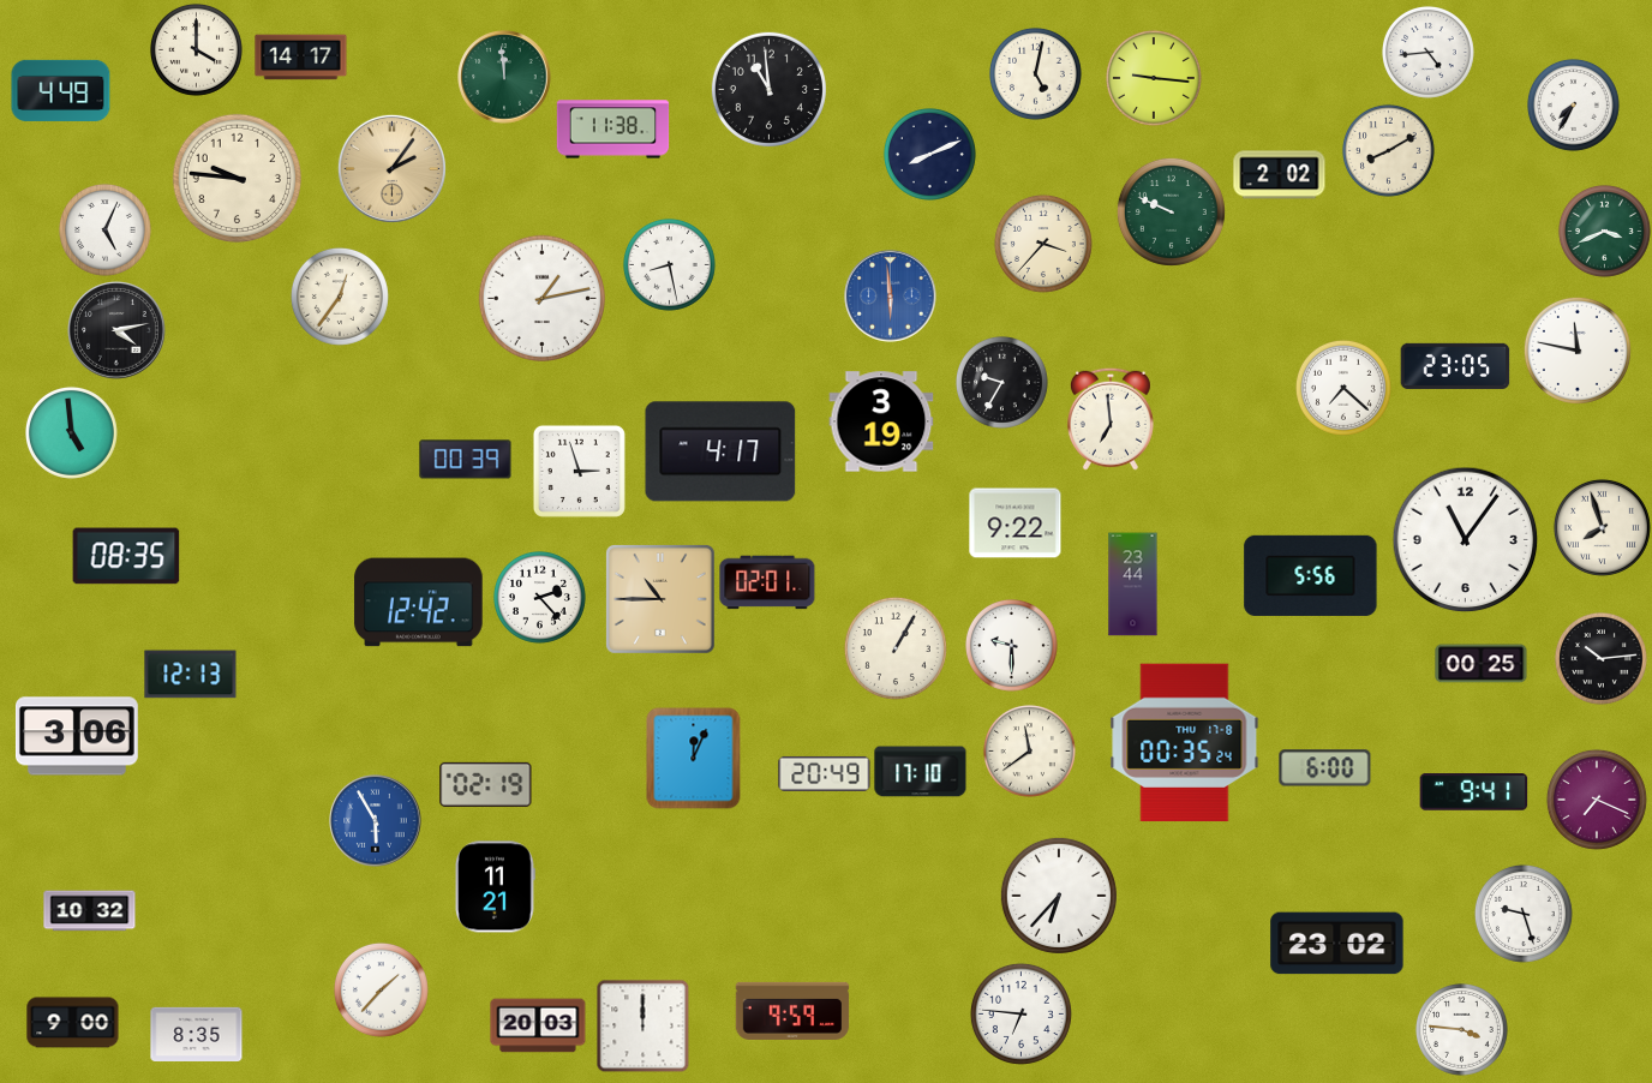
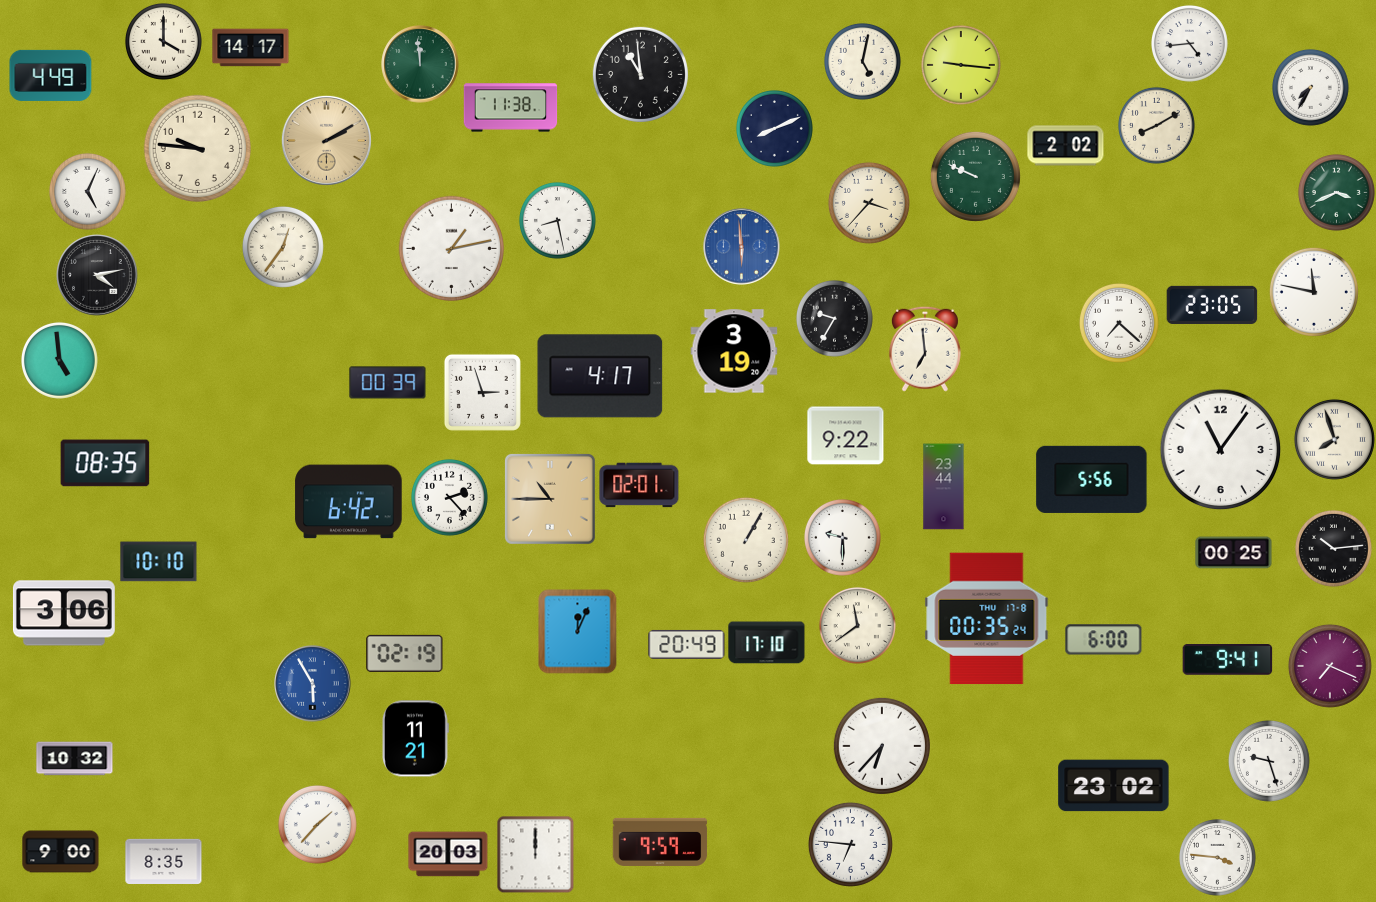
clock at (391, 168): 2:06 -> 2:10
clock at (419, 603): 12:42 -> 6:42
clock at (191, 675): 12:13 -> 10:10
clock at (495, 887) position: (495, 887) -> (415, 739)
